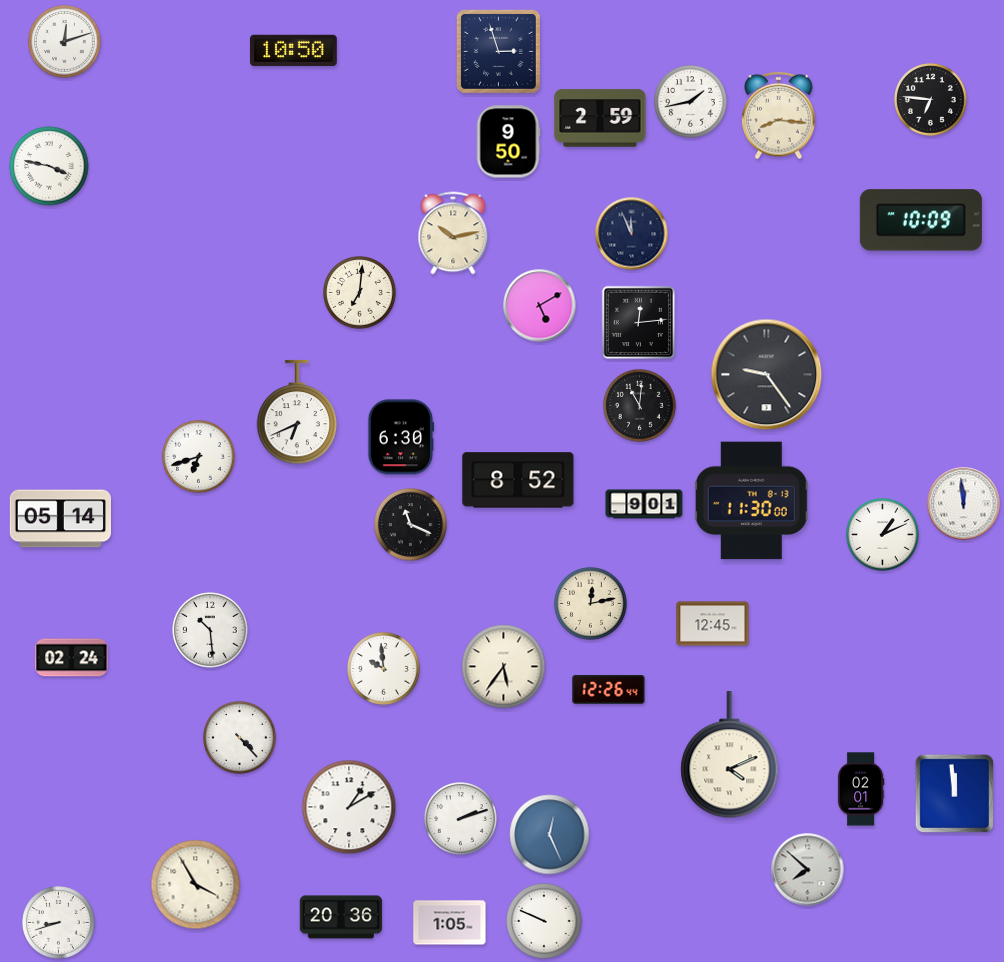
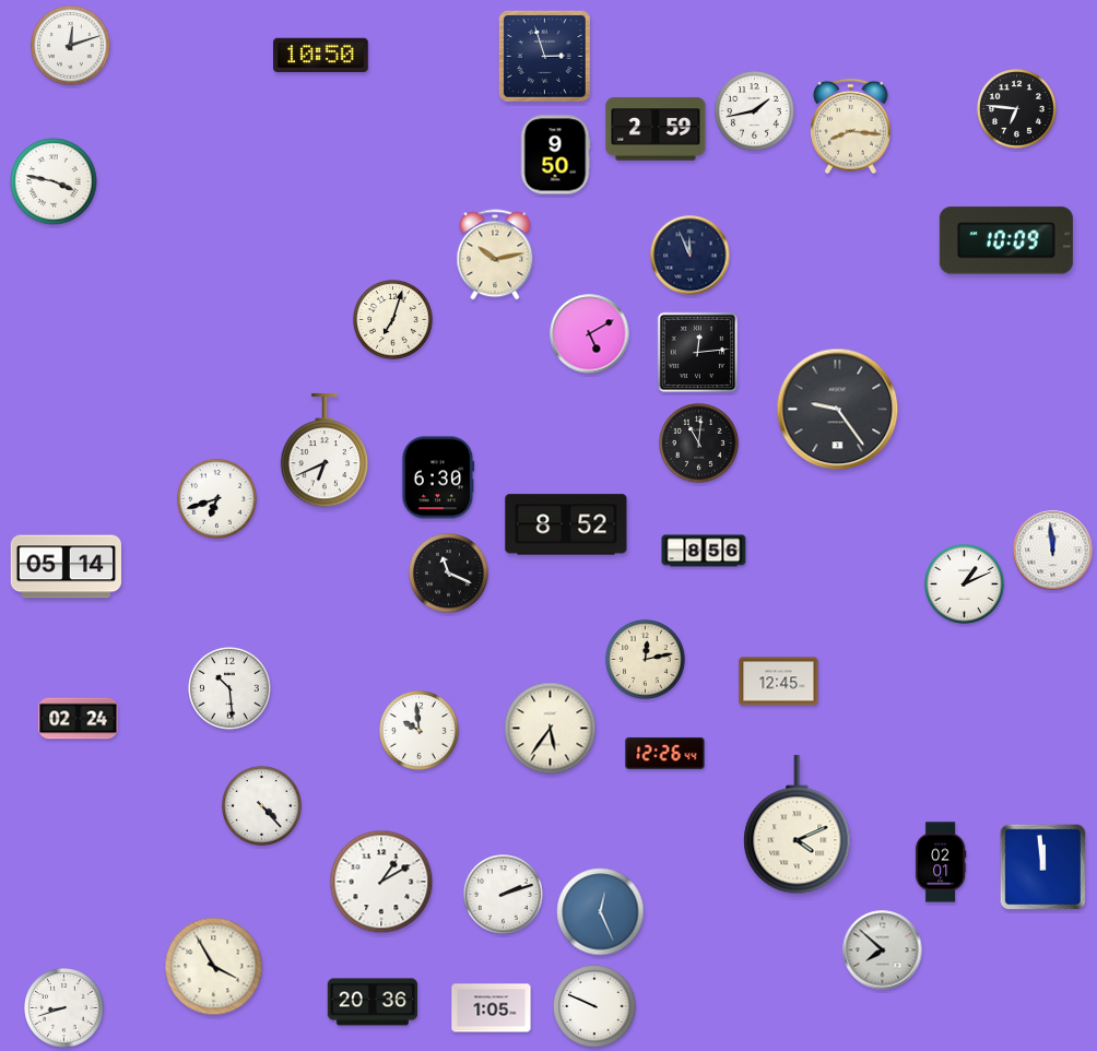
clock at (360, 293): 7:01 -> 7:03
clock at (751, 501): 11:30 -> none
clock at (644, 504): 9:01 -> 8:56
